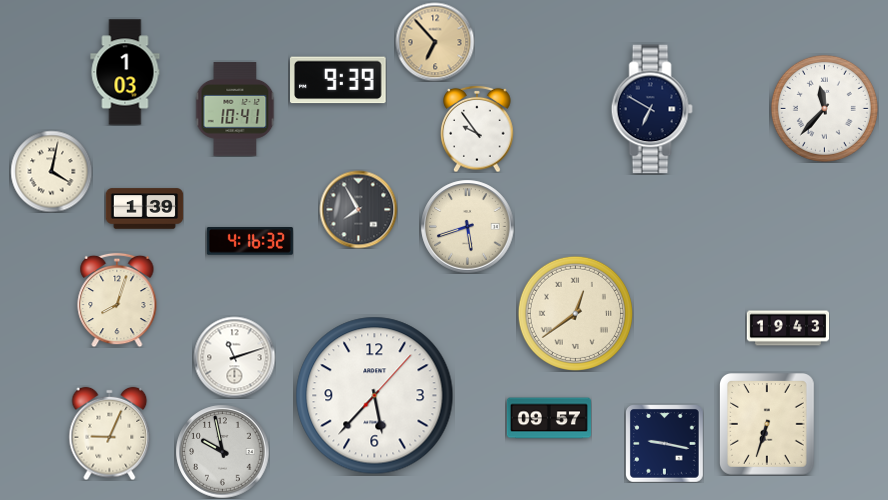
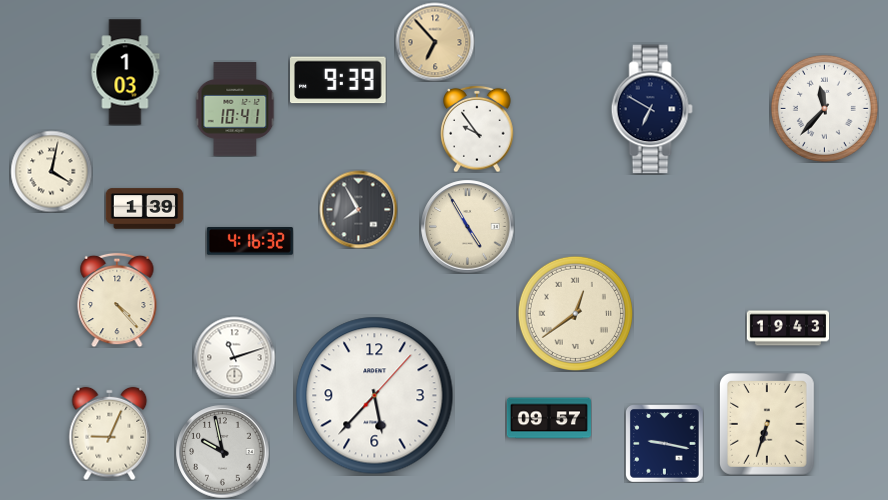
clock at (467, 226): 5:42 -> 4:55
clock at (117, 300): 8:03 -> 4:23
